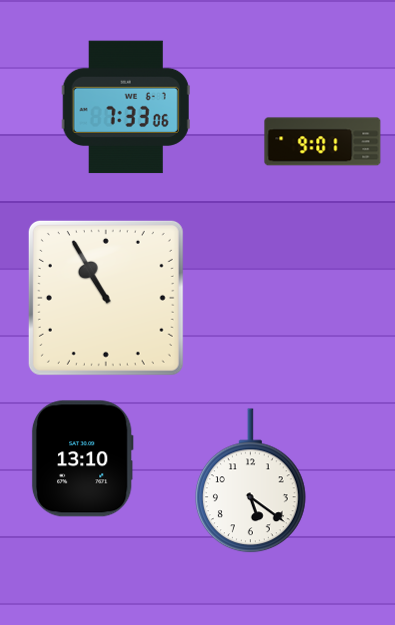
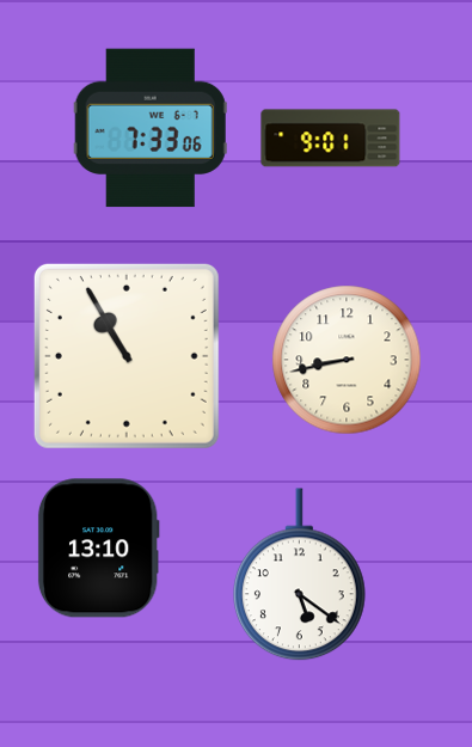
clock at (323, 142) position: (323, 142) -> (331, 139)
clock at (347, 360): none -> 8:43
